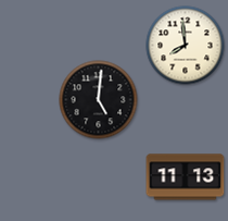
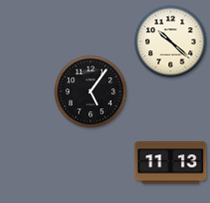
clock at (186, 46): 7:59 -> 10:22
clock at (99, 100): 5:01 -> 5:06
